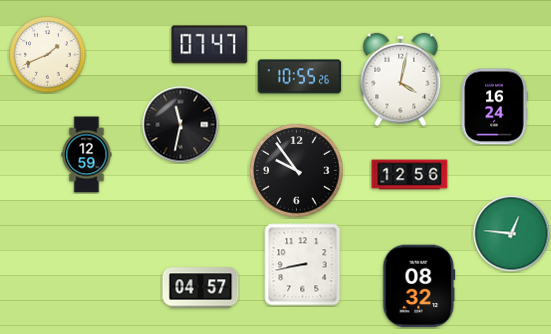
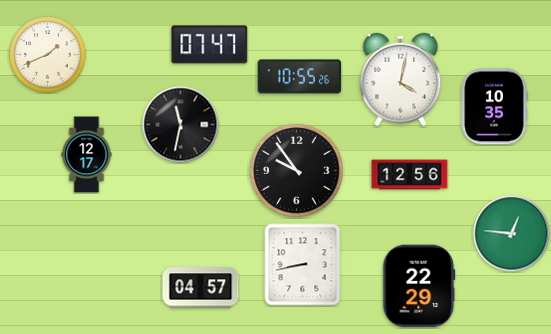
clock at (494, 107): 16:24 -> 10:35
clock at (87, 155): 12:59 -> 12:17
clock at (419, 286): 08:32 -> 22:29
